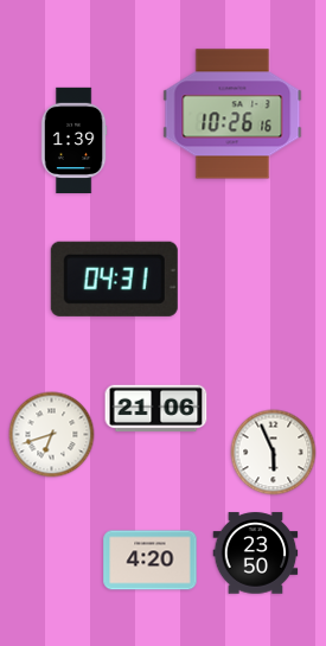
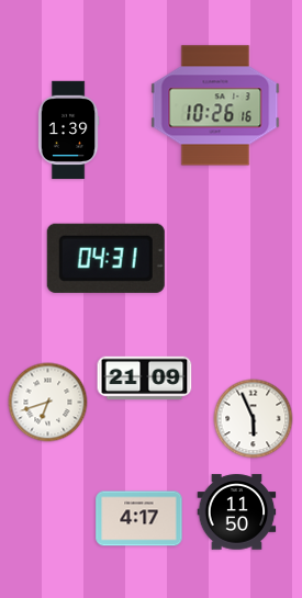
clock at (156, 409): 21:06 -> 21:09
clock at (256, 554): 23:50 -> 11:50
clock at (151, 561): 4:20 -> 4:17
